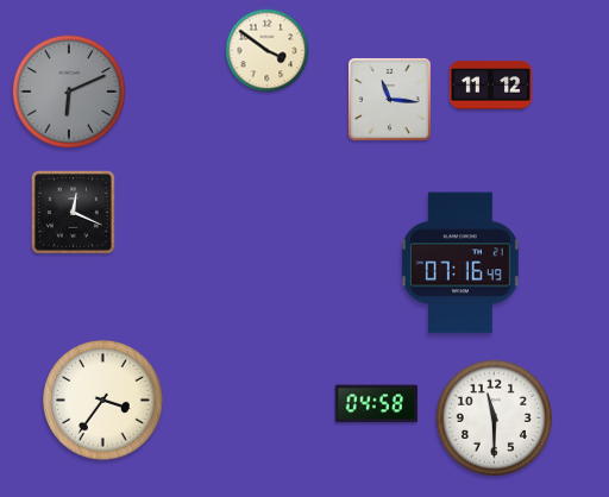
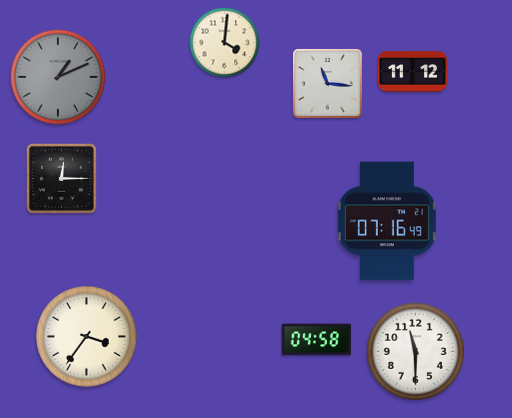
clock at (268, 51): 3:51 -> 4:01
clock at (68, 90): 6:11 -> 1:11
clock at (74, 213): 12:19 -> 12:15
